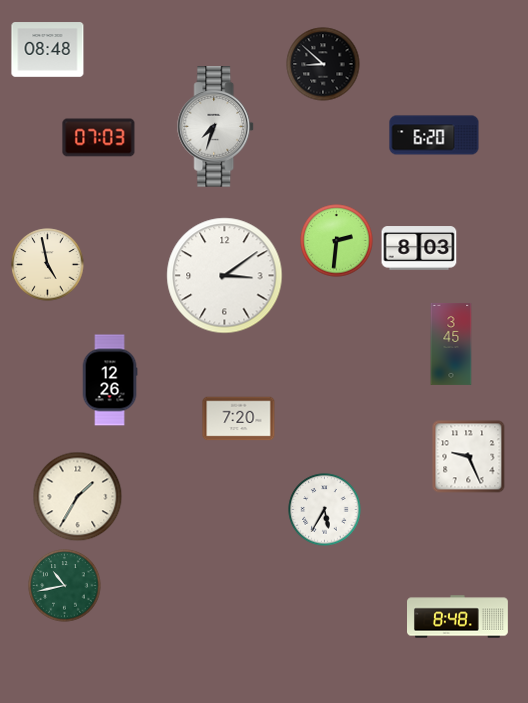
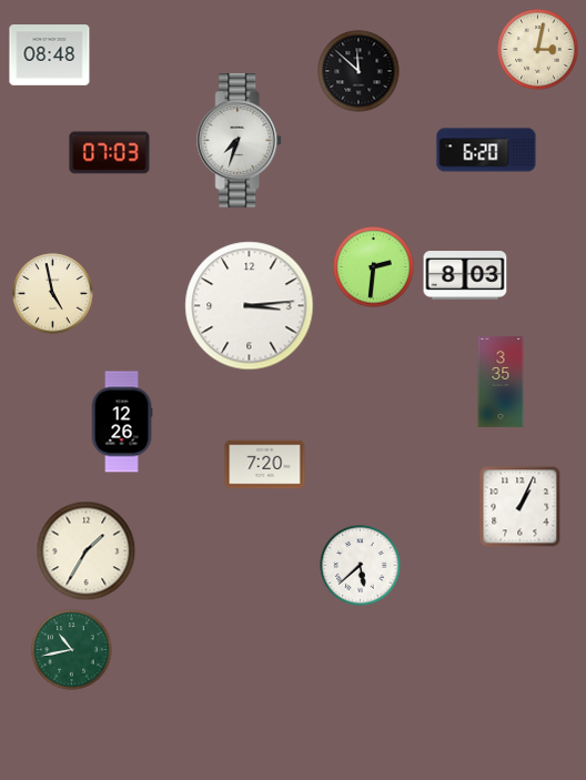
clock at (538, 50): none -> 3:02
clock at (48, 50) position: (48, 50) -> (50, 55)
clock at (323, 64): 8:52 -> 11:52
clock at (434, 135) position: (434, 135) -> (486, 150)
clock at (225, 276): 3:09 -> 3:14
clock at (451, 344): 3:45 -> 3:35
clock at (469, 457): 9:26 -> 1:04
clock at (325, 510): 5:35 -> 5:38
clock at (458, 617): 8:48 -> none
